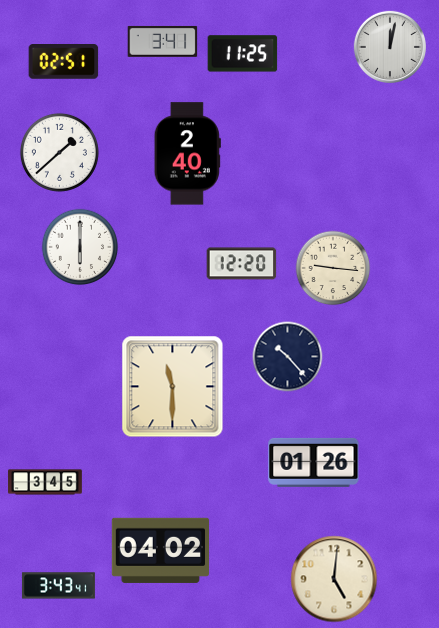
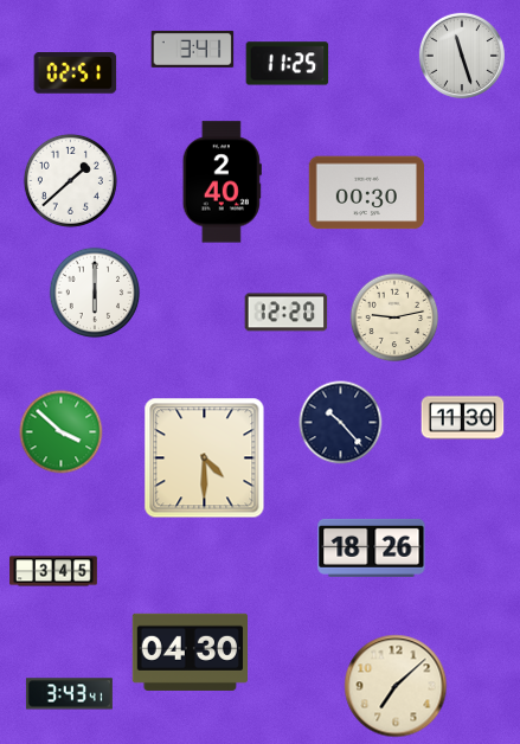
clock at (389, 46): 12:02 -> 11:27
clock at (366, 193): none -> 00:30
clock at (333, 268): 9:16 -> 9:13
clock at (463, 418): none -> 11:30
clock at (62, 432): none -> 3:52
clock at (173, 387): 11:30 -> 4:30
clock at (314, 462): 01:26 -> 18:26
clock at (160, 550): 04:02 -> 04:30
clock at (334, 579): 5:01 -> 7:08
